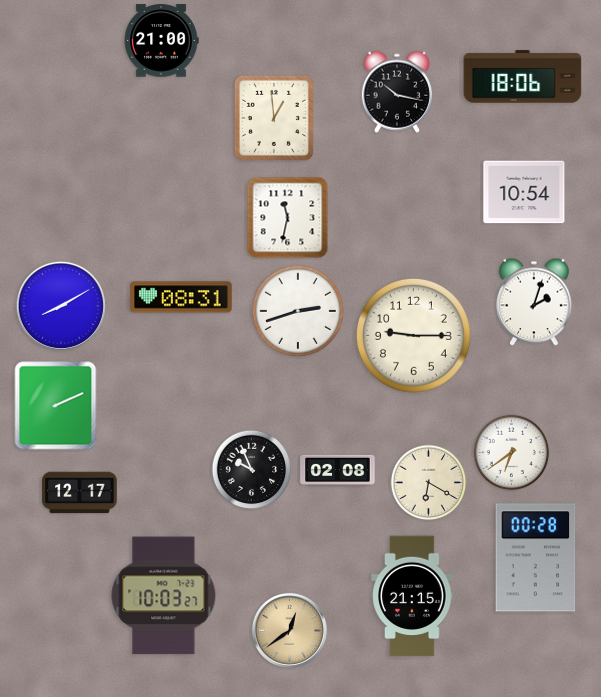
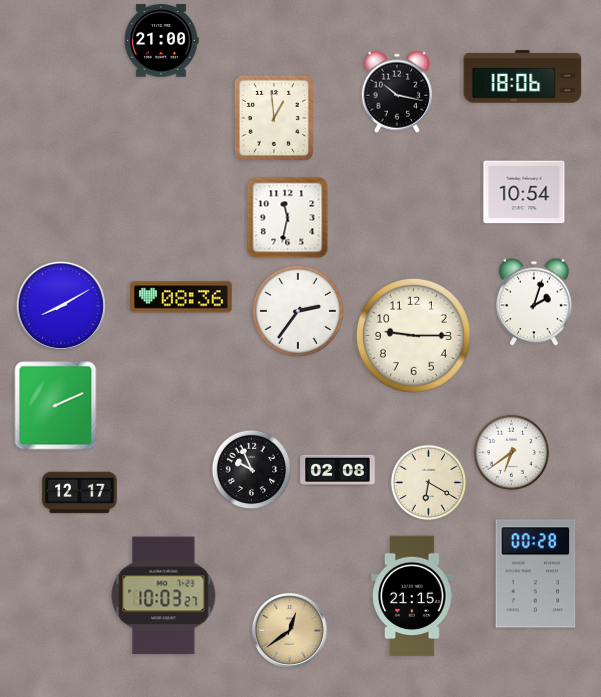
clock at (181, 297): 08:31 -> 08:36
clock at (298, 311): 2:42 -> 2:36
clock at (536, 558) position: (536, 558) -> (536, 574)
